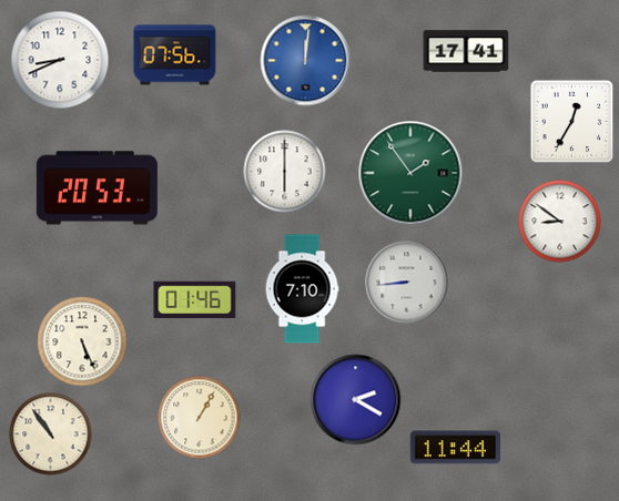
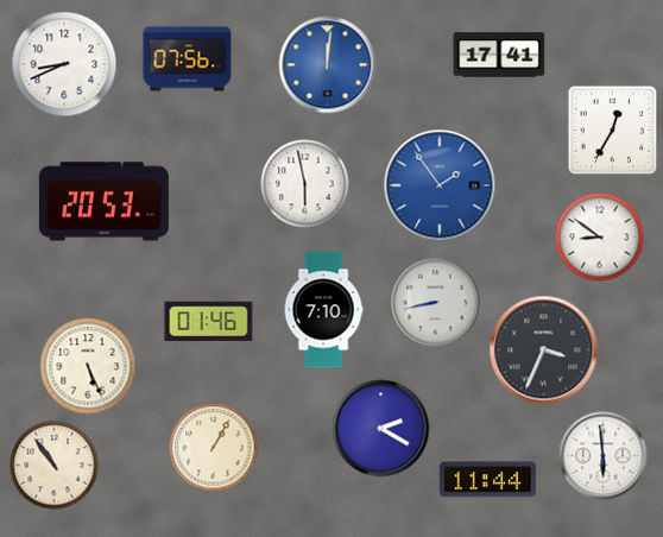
clock at (285, 172): 6:00 -> 5:58
clock at (410, 173) dial: green -> blue
clock at (407, 283): 8:44 -> 8:43
clock at (544, 350): none -> 3:34
clock at (604, 456): none -> 5:59
